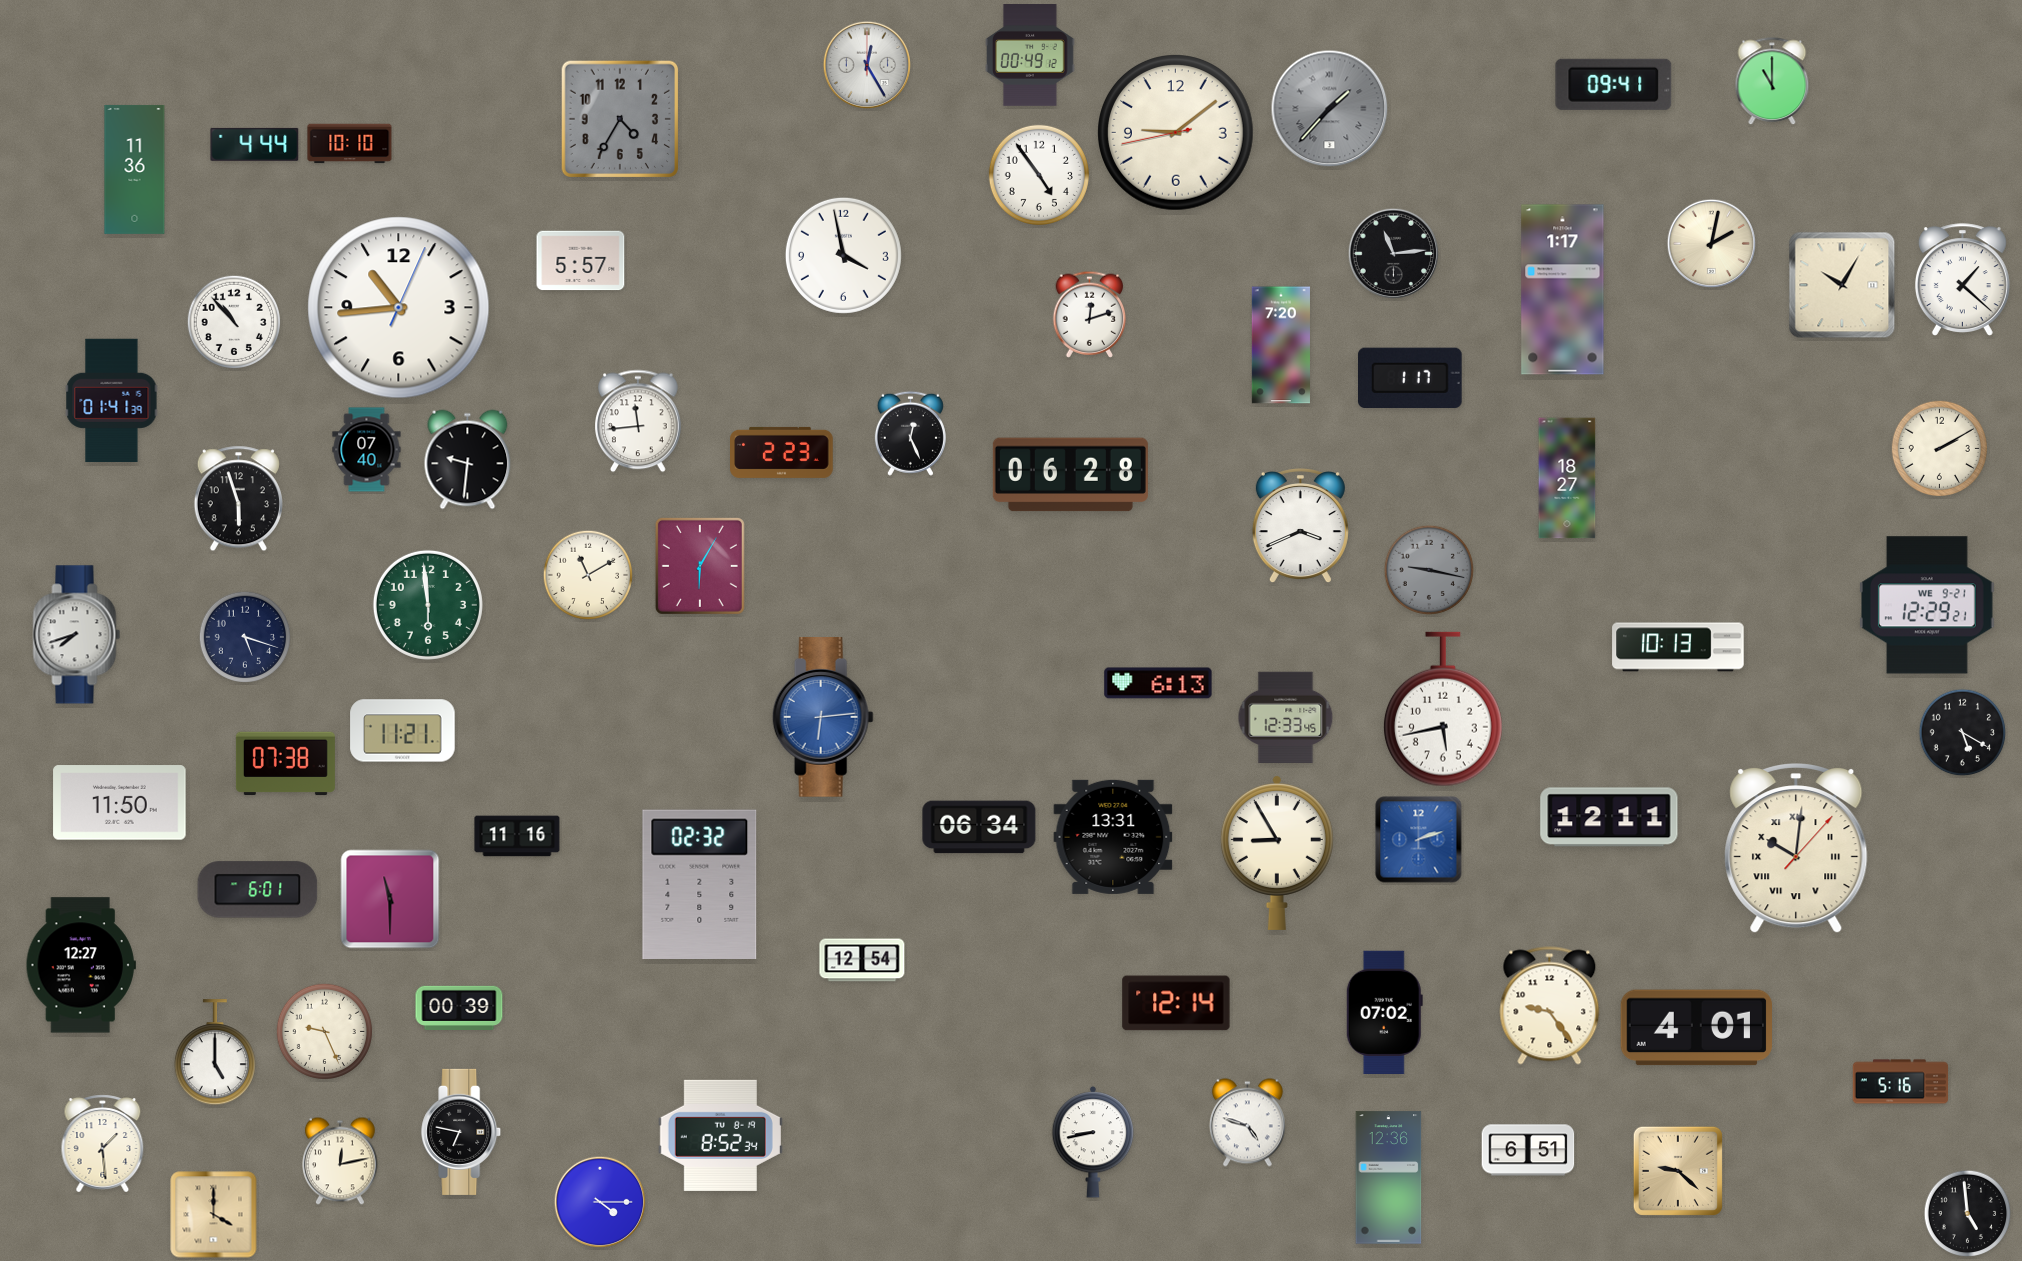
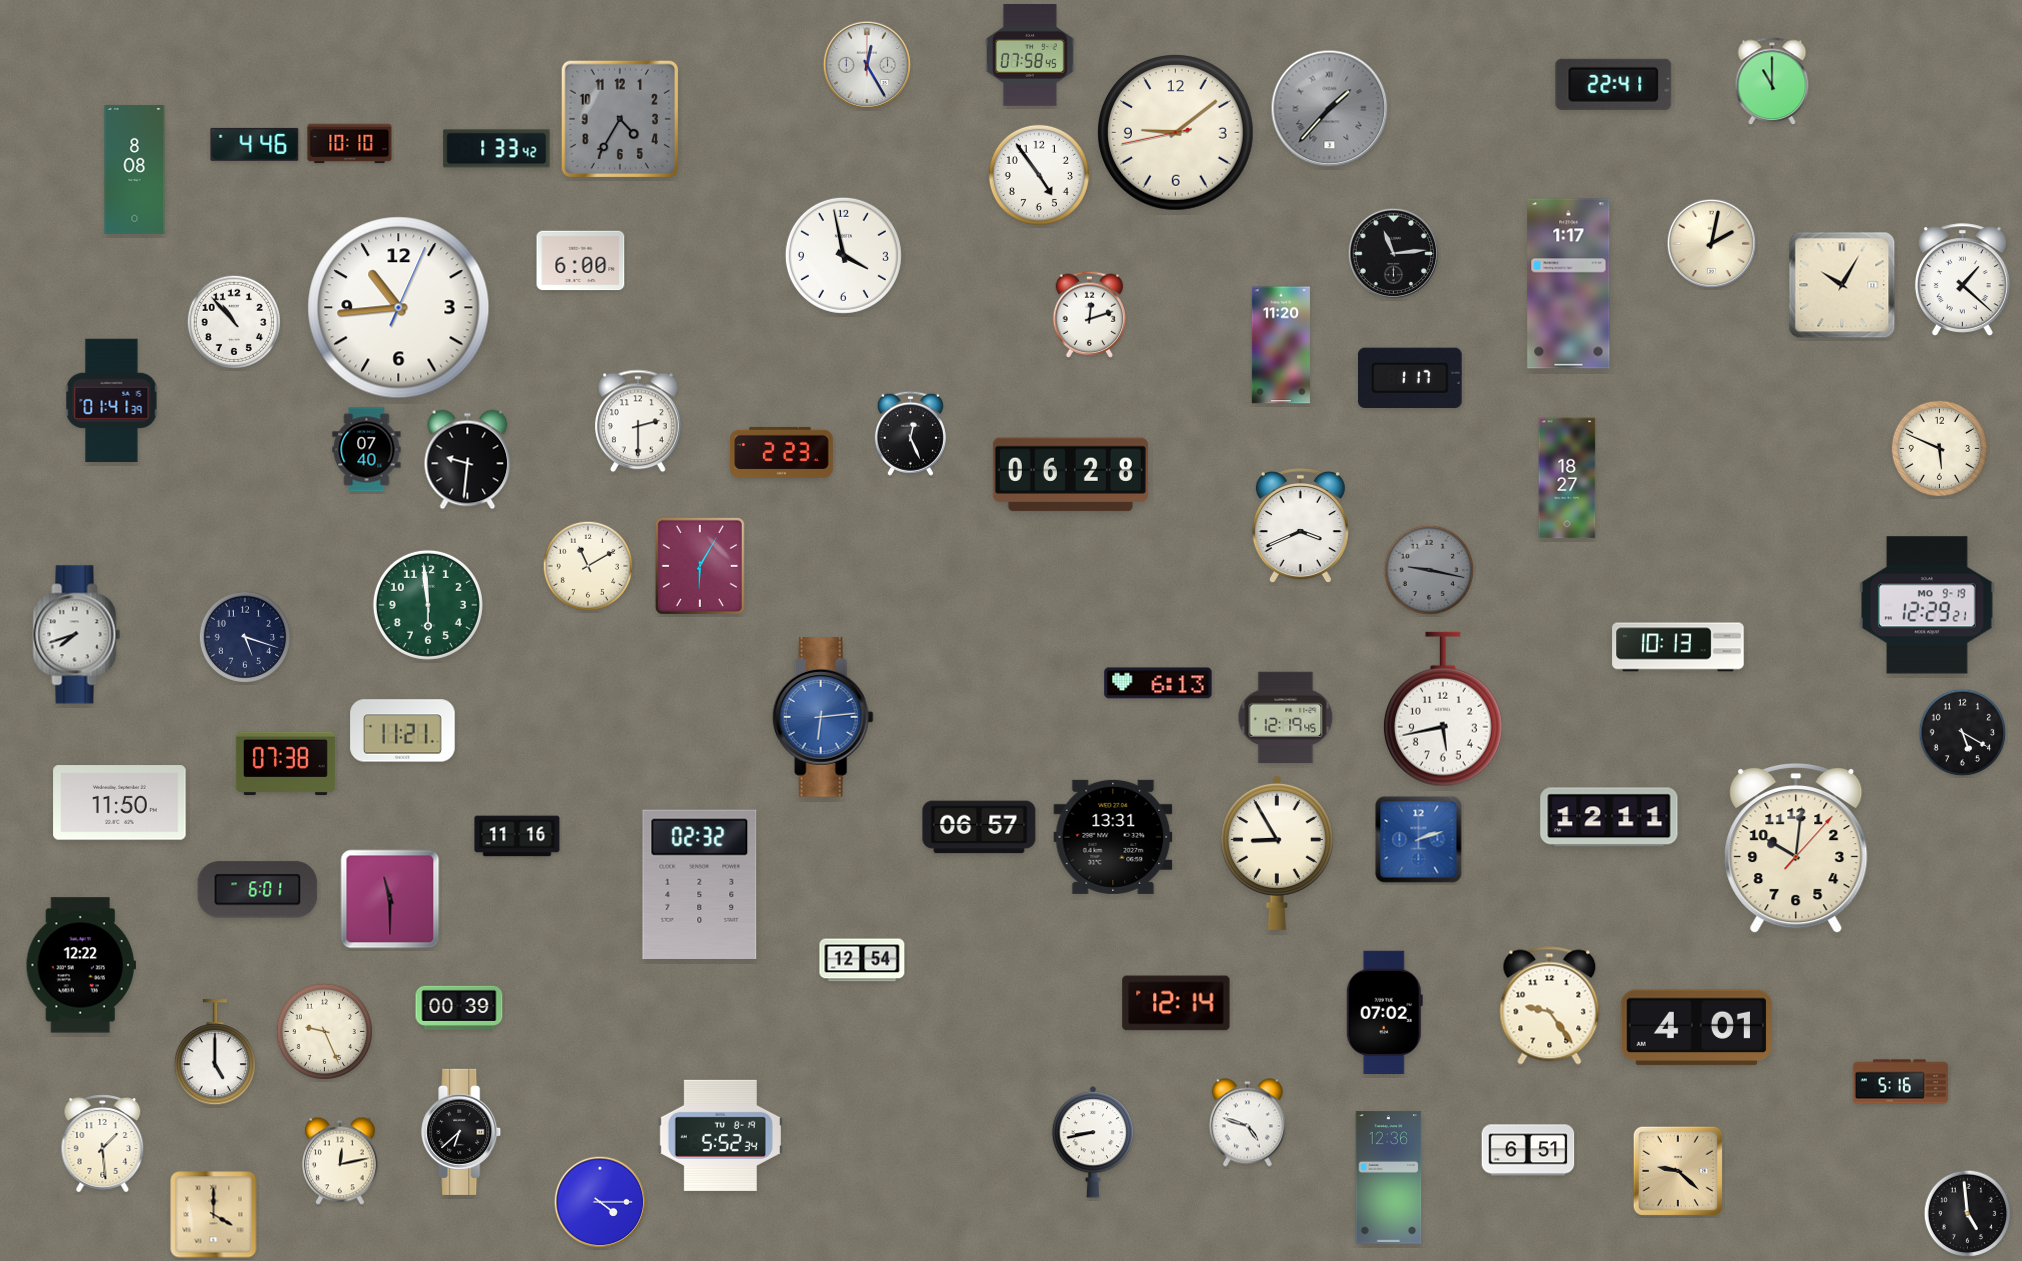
clock at (1031, 56): 00:49 -> 07:58
clock at (1614, 84): 09:41 -> 22:41
clock at (255, 144): 4:44 -> 4:46
clock at (497, 149): none -> 1:33
clock at (135, 169): 11:36 -> 8:08
clock at (581, 261): 5:57 -> 6:00
clock at (1563, 290) position: (1563, 290) -> (1569, 284)
clock at (1280, 345): 7:20 -> 11:20
clock at (639, 421): 11:44 -> 2:30
clock at (1939, 448): 2:10 -> 5:49
clock at (238, 499): 5:57 -> none
clock at (588, 575) position: (588, 575) -> (588, 566)
clock at (1928, 605) date: WE 9-21 -> MO 9-19
clock at (1286, 717): 12:33 -> 12:19
clock at (979, 827): 06:34 -> 06:57
clock at (1796, 849) numerals: Roman -> Arabic
clock at (81, 965): 12:27 -> 12:22
clock at (462, 1132): 6:47 -> 6:38
clock at (720, 1135): 8:52 -> 5:52
